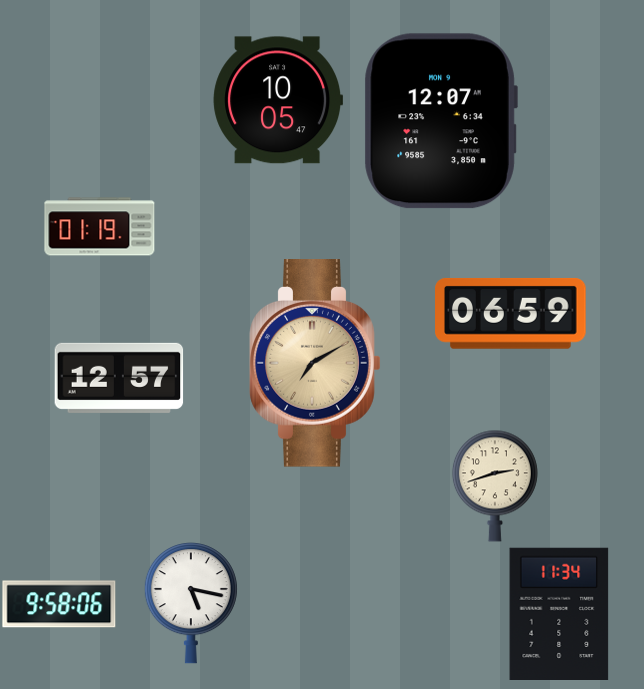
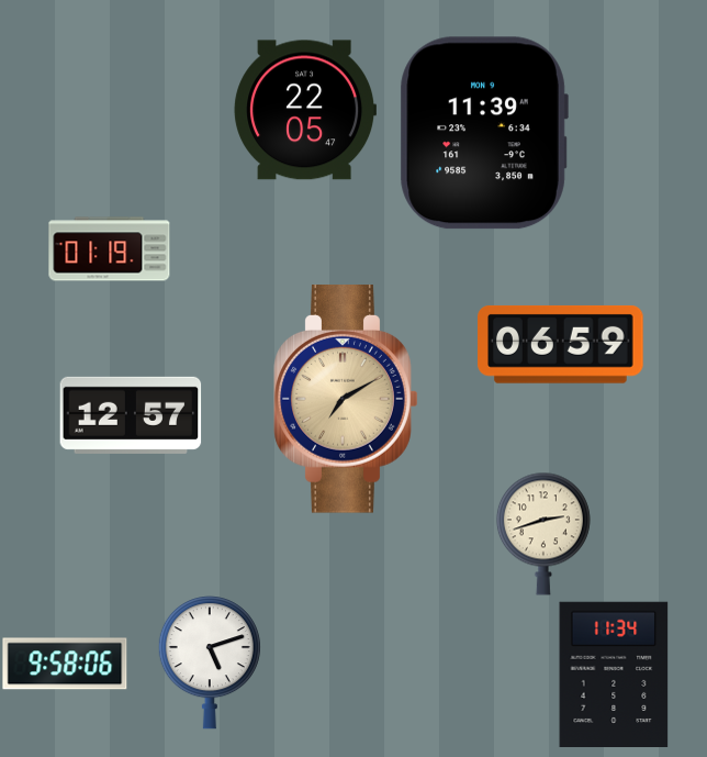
clock at (277, 100): 10:05 -> 22:05
clock at (441, 121): 12:07 -> 11:39
clock at (191, 603): 5:17 -> 5:12
